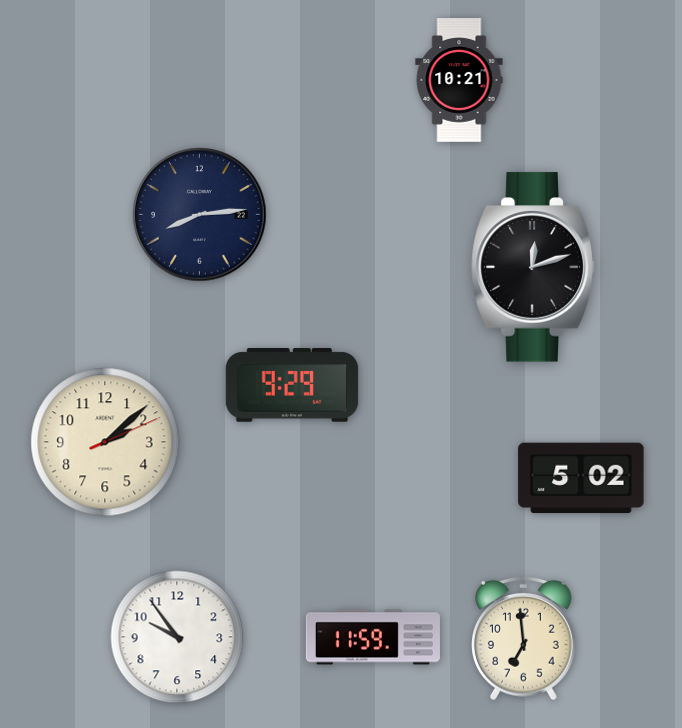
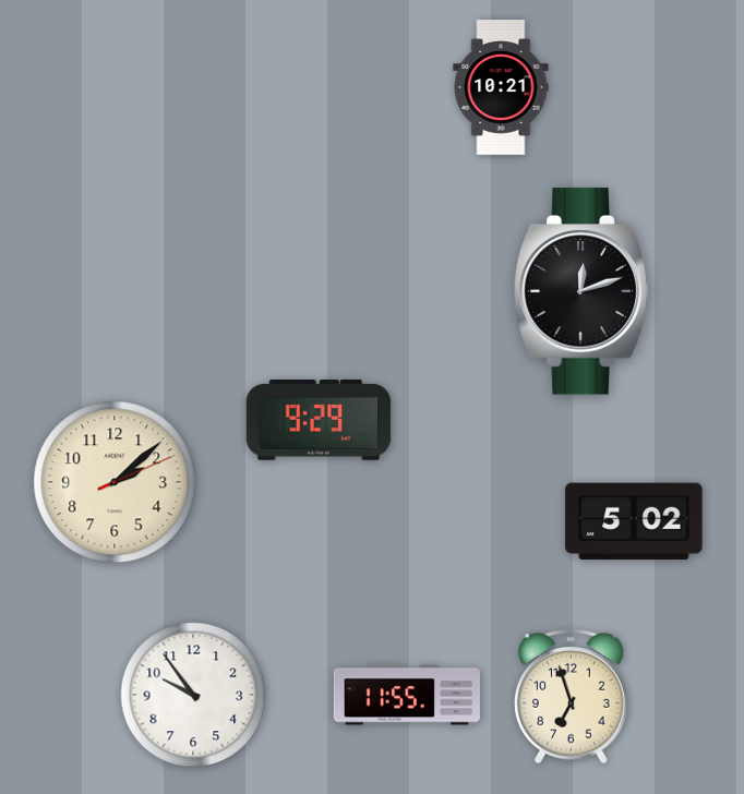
clock at (200, 215): 8:14 -> none
clock at (373, 637): 11:59 -> 11:55
clock at (524, 638): 6:59 -> 6:57
